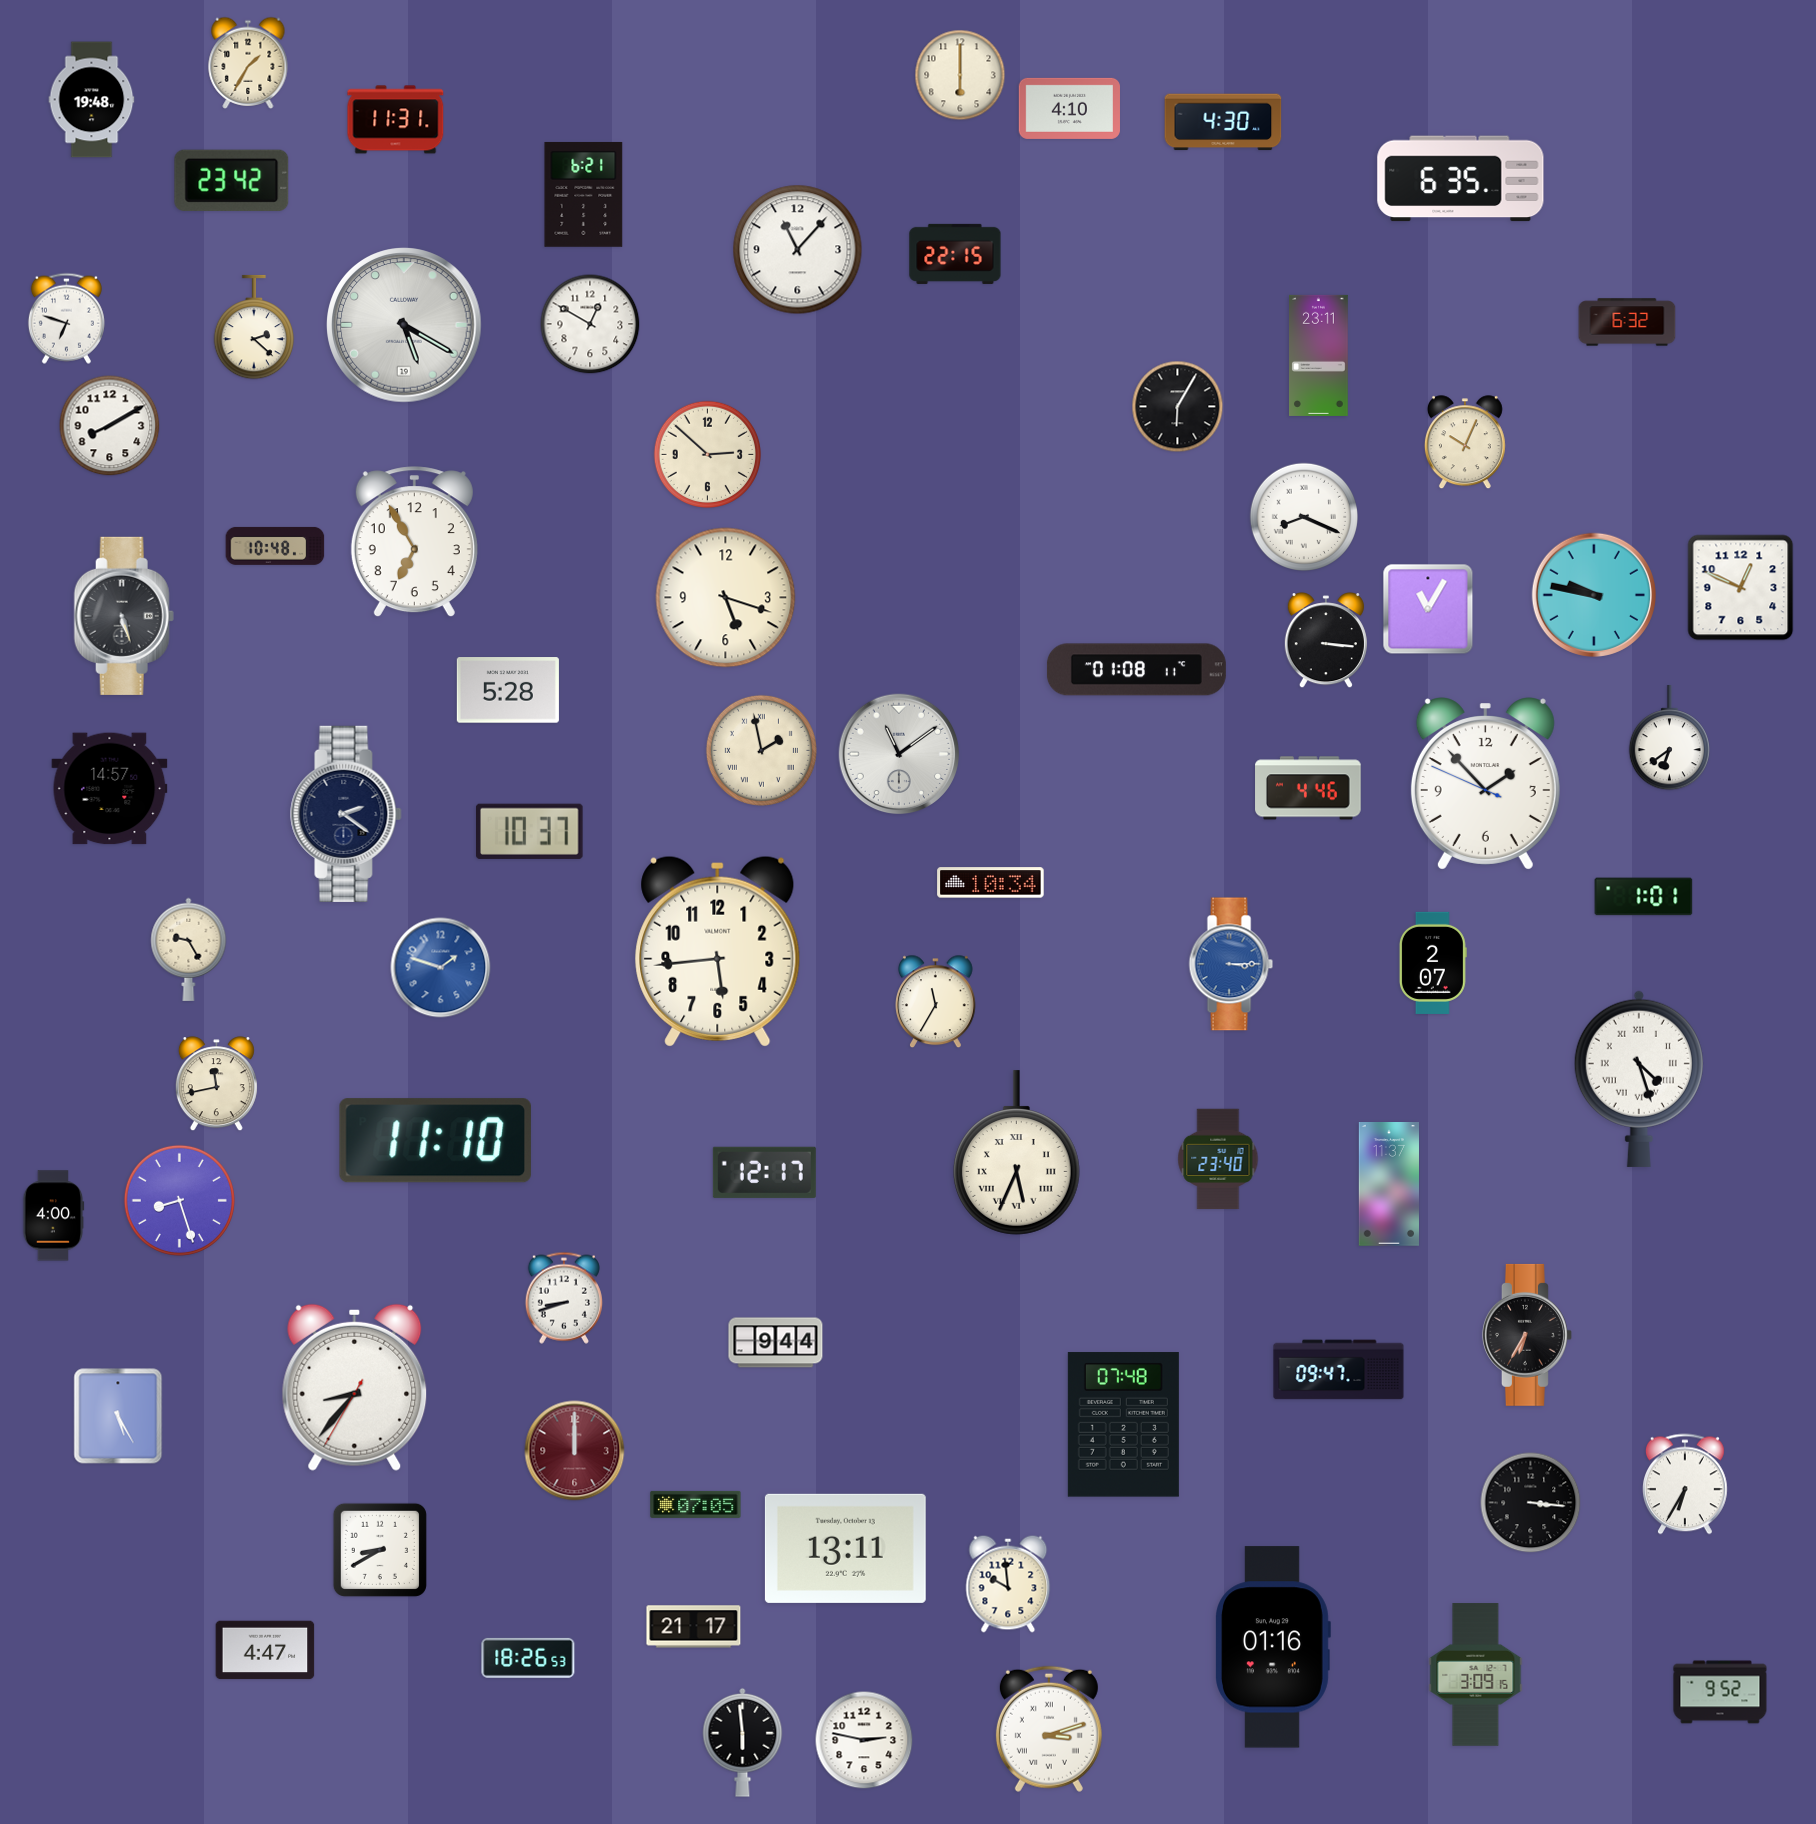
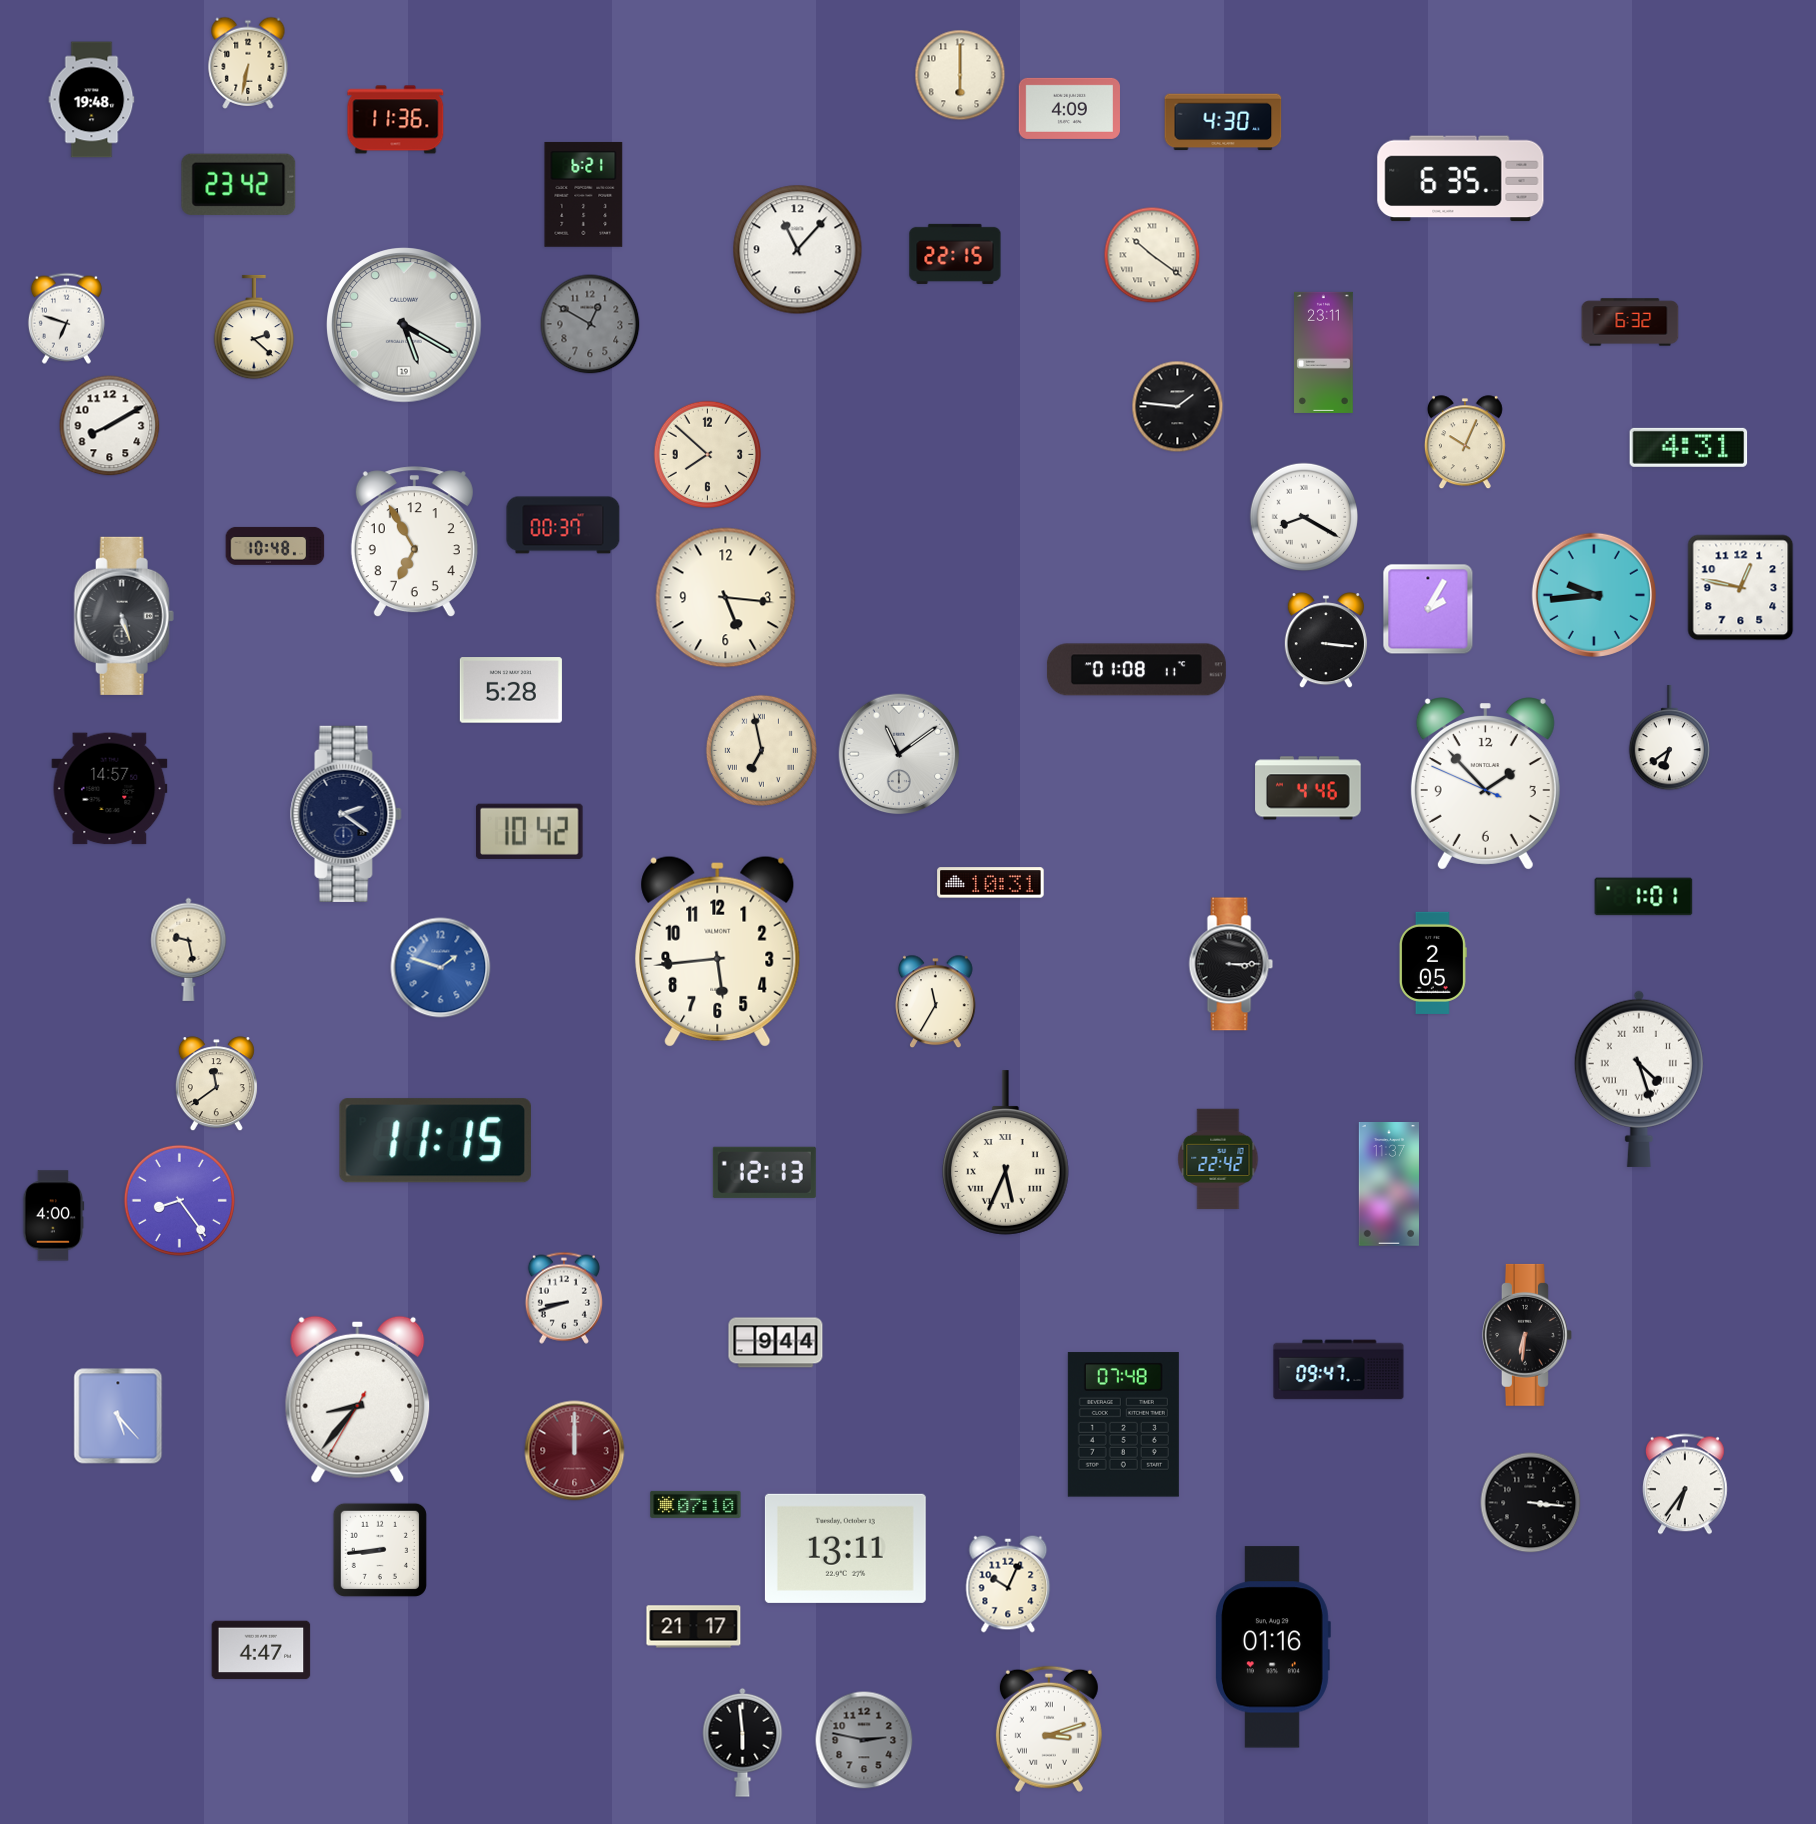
clock at (248, 63): 1:35 -> 6:32
clock at (1069, 108): 4:10 -> 4:09
clock at (396, 120): 11:31 -> 11:36
clock at (232, 180) position: (232, 180) -> (239, 184)
clock at (1152, 255): none -> 10:21
clock at (1627, 322) position: (1627, 322) -> (1630, 322)
clock at (590, 324) dial: white -> grey
clock at (1319, 355) position: (1319, 355) -> (1324, 352)
clock at (1178, 407): 6:05 -> 1:46
clock at (1689, 447): none -> 4:31
clock at (707, 454): 2:52 -> 7:52
clock at (1304, 517): 8:19 -> 8:20
clock at (563, 525): none -> 00:37
clock at (1741, 588): 12:49 -> 12:47
clock at (1593, 594): 9:47 -> 9:44
clock at (726, 598): 5:18 -> 5:16
clock at (1428, 609): 11:05 -> 2:05
clock at (508, 690) position: (508, 690) -> (511, 690)
clock at (761, 750): 1:58 -> 6:58
clock at (530, 831): 10:37 -> 10:42
clock at (991, 883): 10:34 -> 10:31
clock at (189, 949): 9:25 -> 9:28
clock at (1433, 963): 2:07 -> 2:05
clock at (1231, 964) dial: blue -> black
clock at (216, 1084): 11:43 -> 11:39
clock at (435, 1141): 11:10 -> 11:15
clock at (1016, 1153) position: (1016, 1153) -> (1005, 1153)
clock at (1218, 1159): 23:40 -> 22:42
clock at (764, 1172): 12:17 -> 12:13
clock at (179, 1200): 8:27 -> 8:24
clock at (1527, 1335): 6:35 -> 6:31
clock at (355, 1387) position: (355, 1387) -> (358, 1399)
clock at (118, 1416): 5:25 -> 5:23
clock at (1685, 1484): 6:35 -> 6:36
clock at (696, 1504): 07:05 -> 07:10
clock at (380, 1550): 8:40 -> 8:44
clock at (1008, 1584): 9:59 -> 10:04
clock at (265, 1650) position: (265, 1650) -> (261, 1650)
clock at (528, 1658): 18:26 -> none
clock at (1476, 1675): 3:09 -> none
clock at (1720, 1692): 9:52 -> none
clock at (864, 1740) dial: white -> grey
